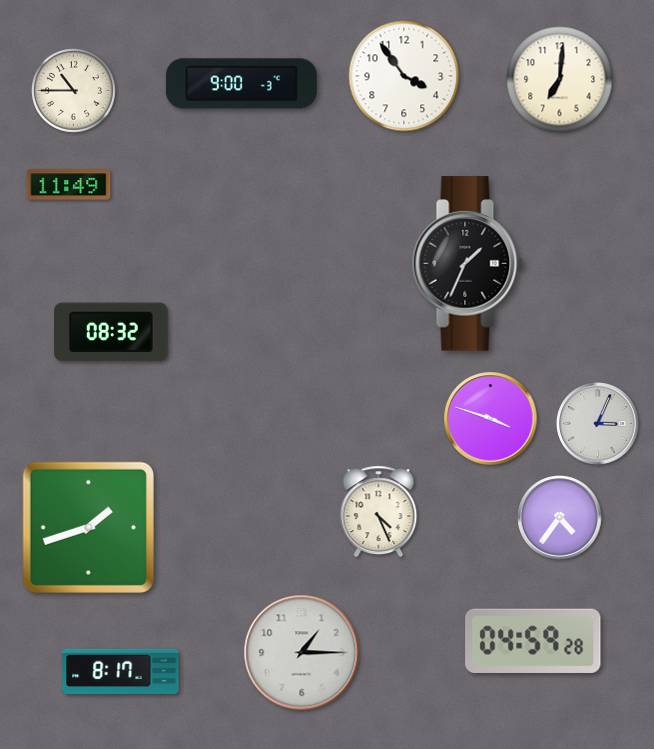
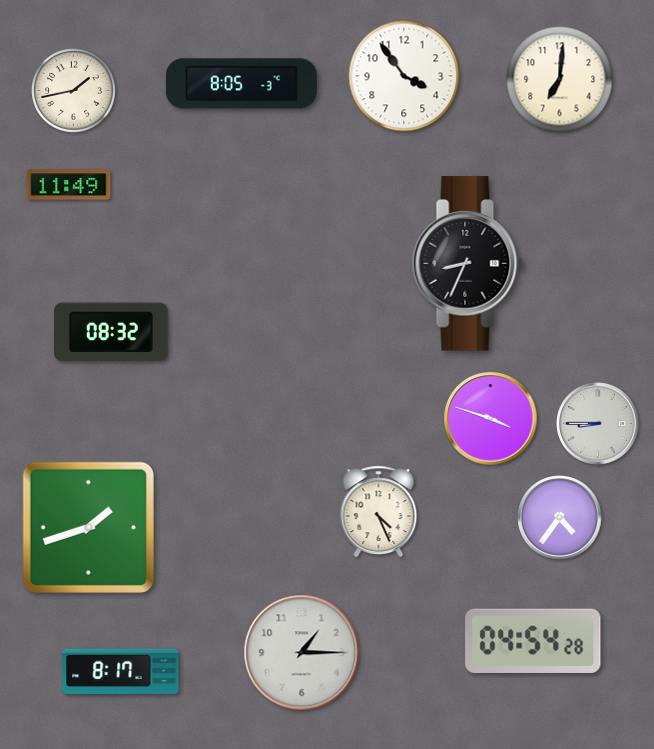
clock at (241, 84): 9:00 -> 8:05
clock at (74, 91): 10:45 -> 1:43
clock at (467, 264): 1:34 -> 8:34
clock at (598, 424): 3:04 -> 8:45
clock at (533, 641): 04:59 -> 04:54
